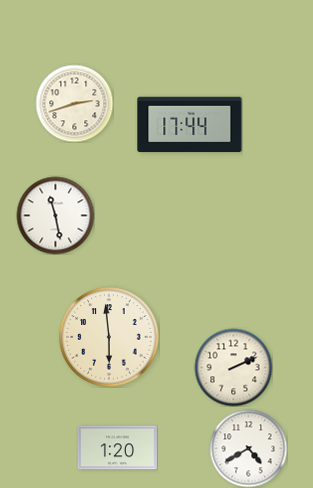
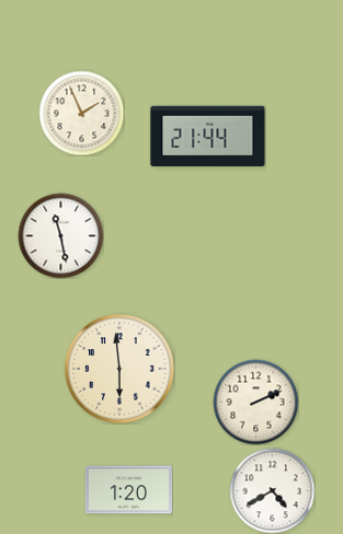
clock at (74, 103): 2:42 -> 1:56
clock at (190, 125): 17:44 -> 21:44
